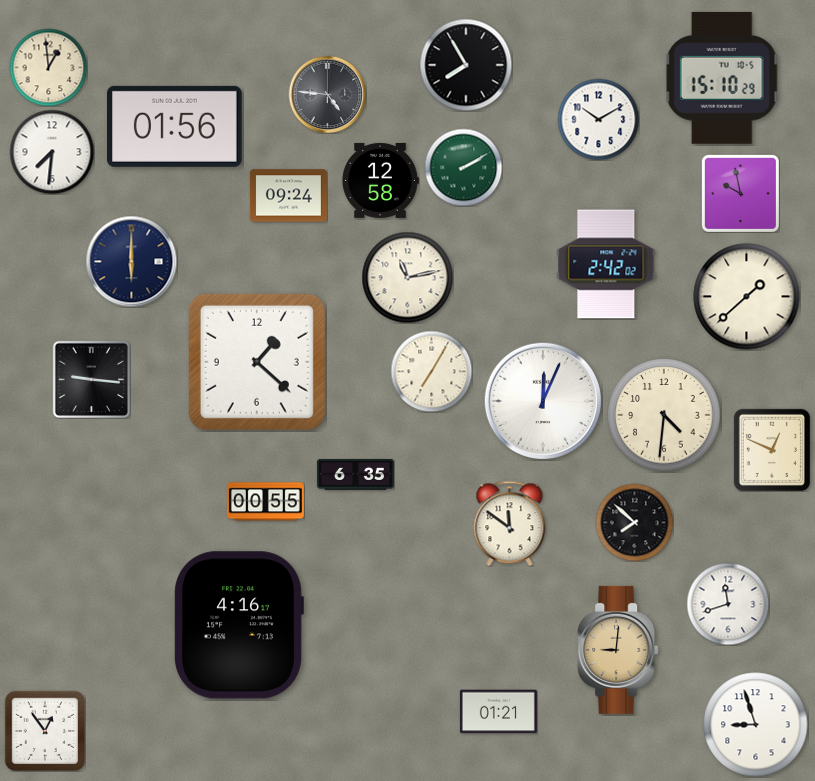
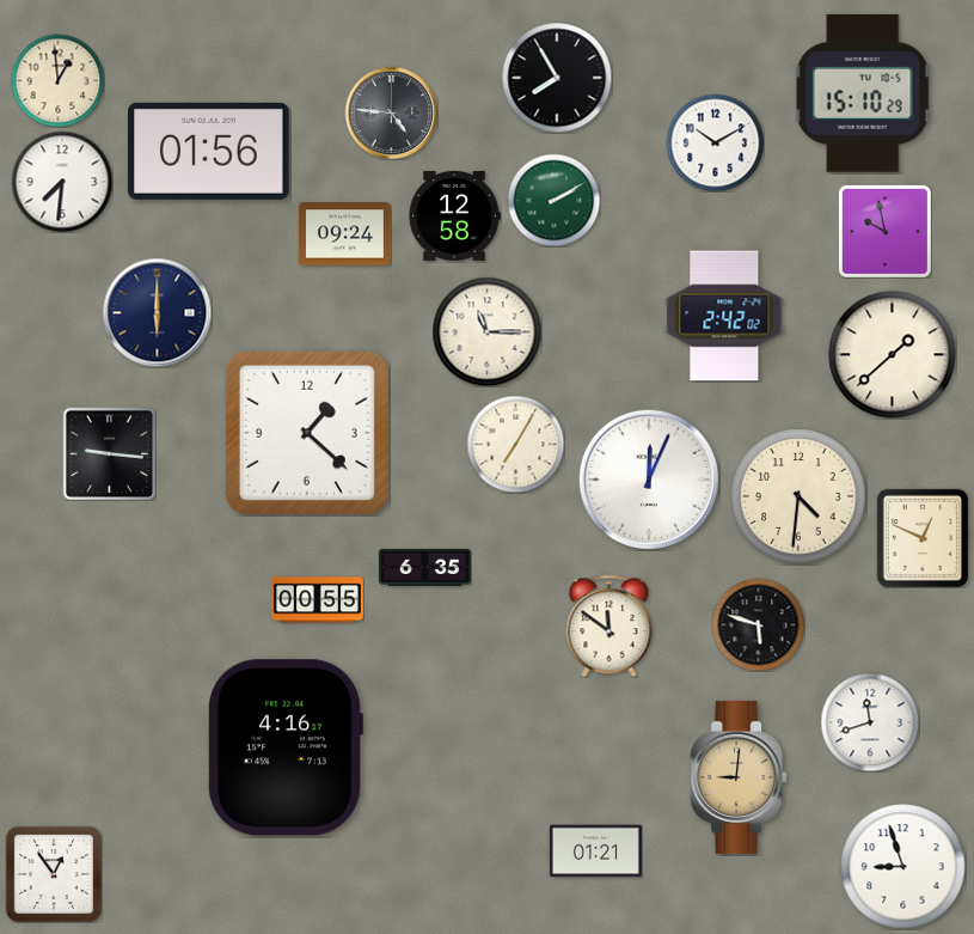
clock at (407, 277): 11:13 -> 11:15
clock at (664, 415) position: (664, 415) -> (798, 496)
clock at (634, 522): 7:52 -> 5:48
